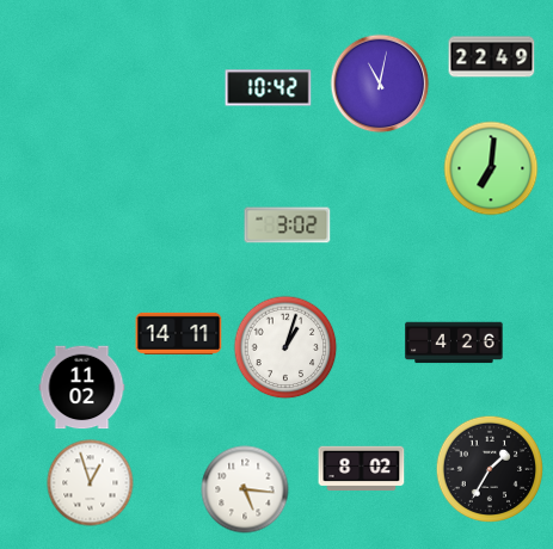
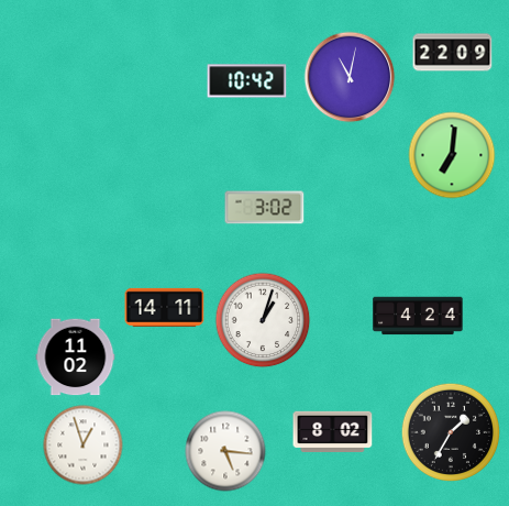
clock at (492, 57): 22:49 -> 22:09
clock at (454, 343): 4:26 -> 4:24
